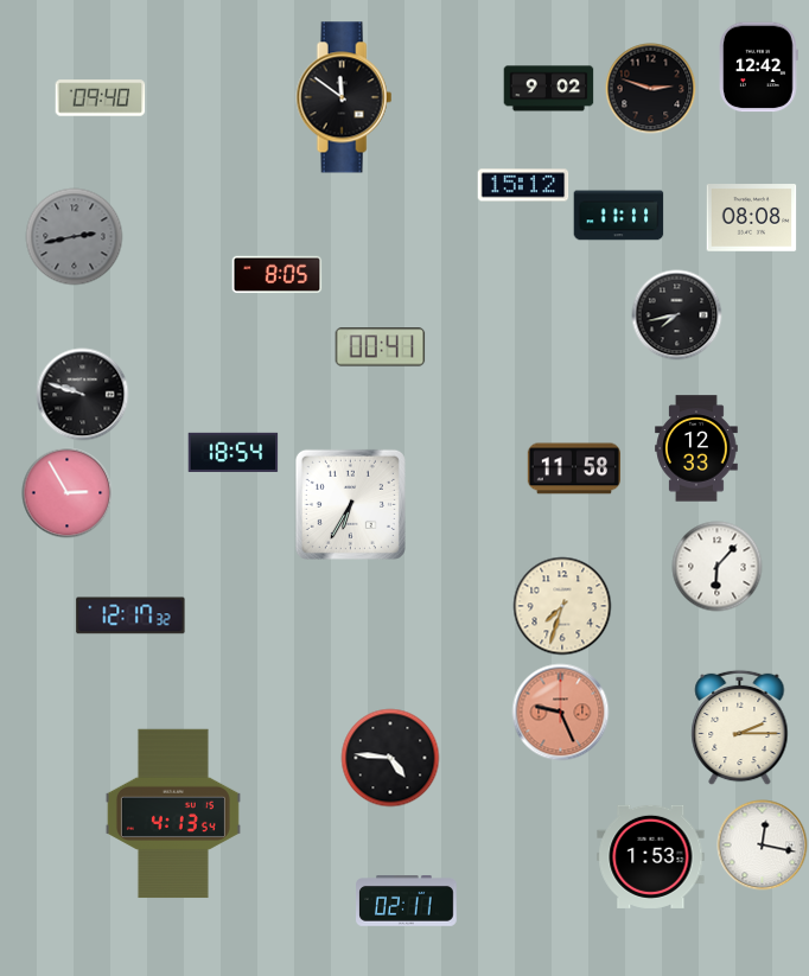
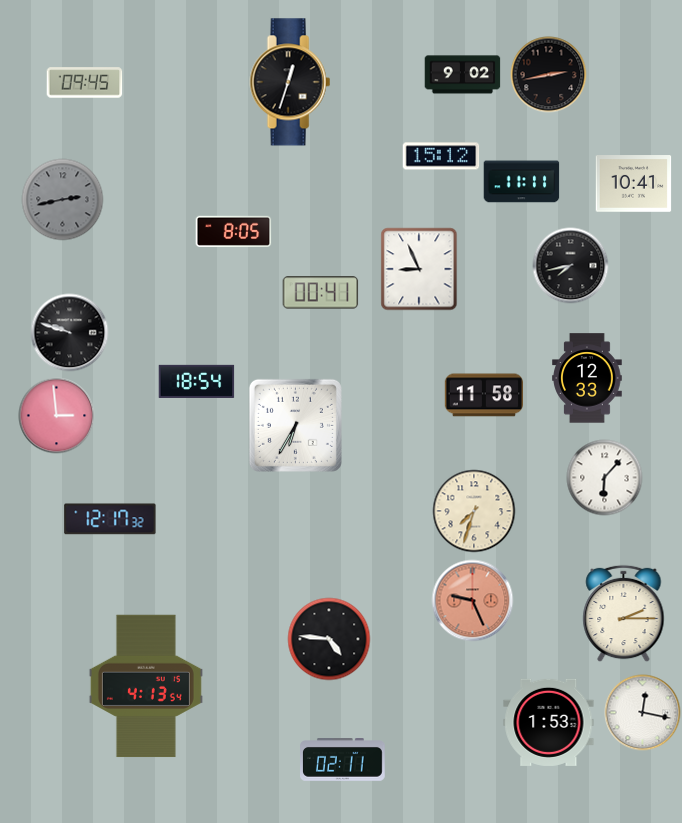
clock at (759, 68): 12:42 -> none
clock at (651, 89): 2:48 -> 2:43
clock at (344, 97): 11:51 -> 12:33
clock at (101, 98): 09:40 -> 09:45
clock at (752, 218): 08:08 -> 10:41
clock at (419, 269): none -> 8:56
clock at (68, 493): 2:55 -> 2:59
